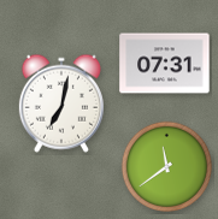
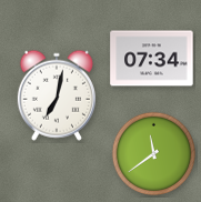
clock at (165, 64): 07:31 -> 07:34
